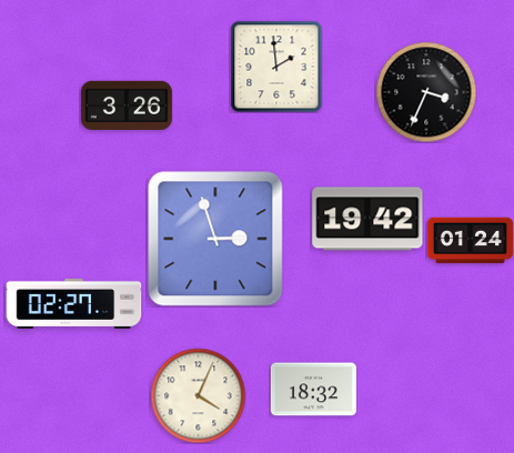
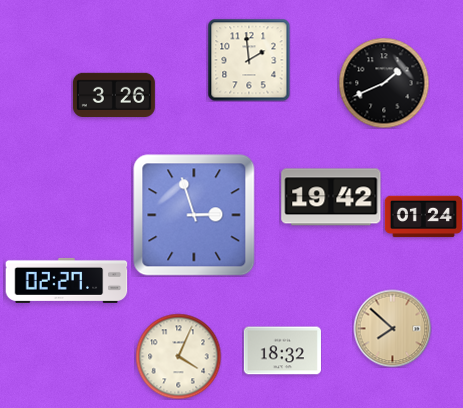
clock at (426, 92): 3:34 -> 1:41
clock at (74, 303) position: (74, 303) -> (67, 280)
clock at (392, 328): none -> 7:52
